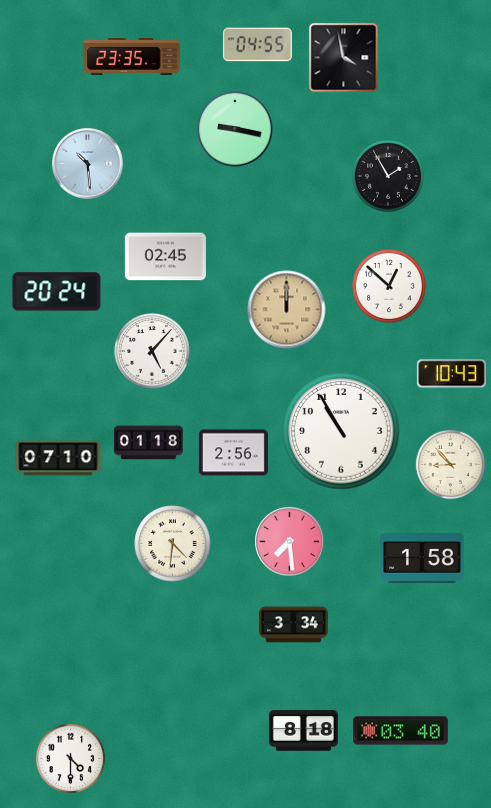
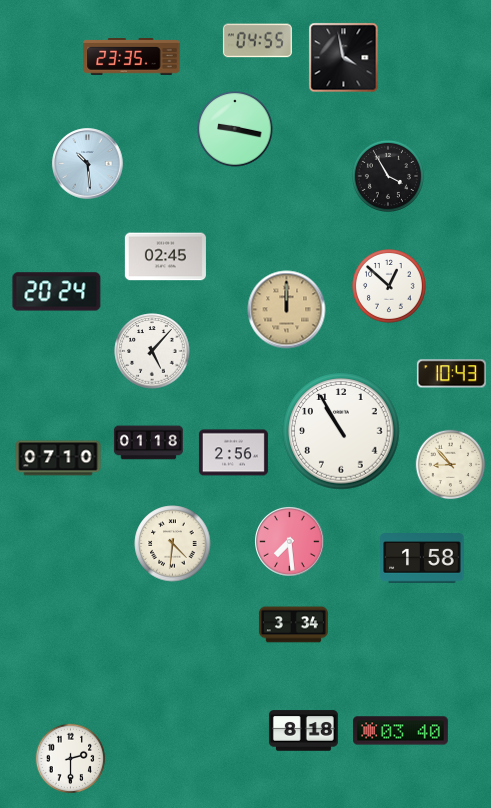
clock at (257, 45) position: (257, 45) -> (257, 41)
clock at (388, 176): 1:55 -> 3:55
clock at (71, 759): 4:30 -> 2:30
